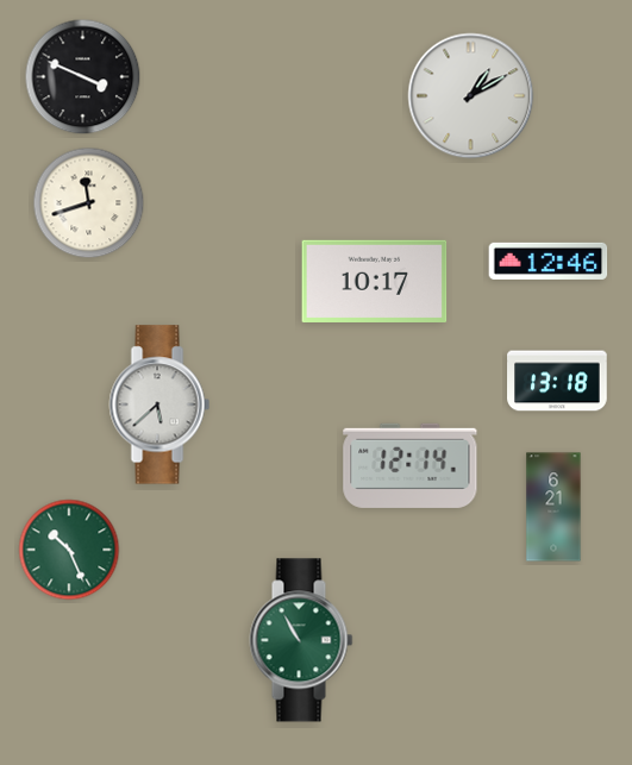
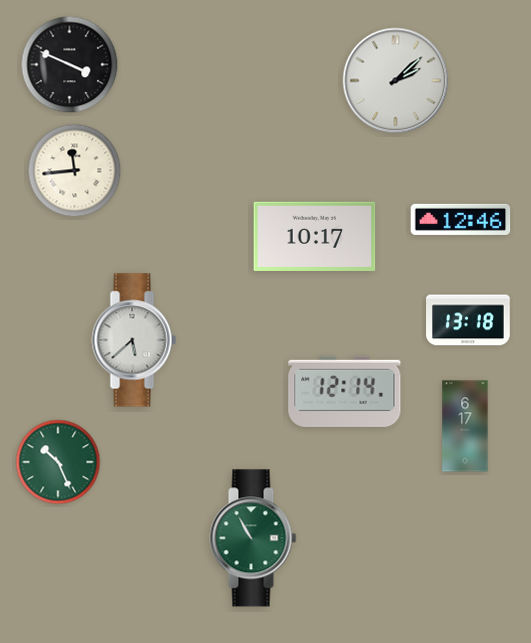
clock at (471, 96): 1:10 -> 2:08
clock at (89, 203): 11:42 -> 11:44
clock at (553, 507): 6:21 -> 6:17
